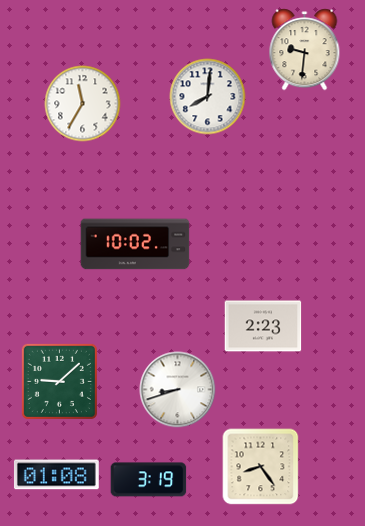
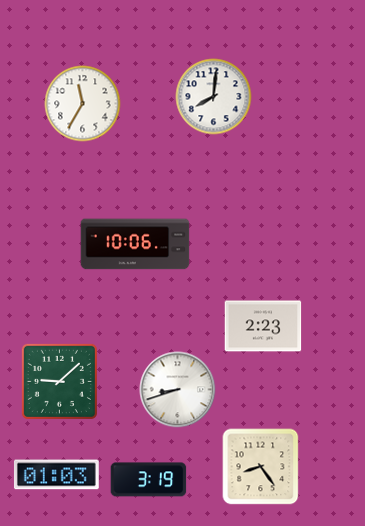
clock at (305, 50): 9:31 -> none
clock at (208, 97) position: (208, 97) -> (214, 97)
clock at (135, 244): 10:02 -> 10:06
clock at (56, 475): 01:08 -> 01:03
